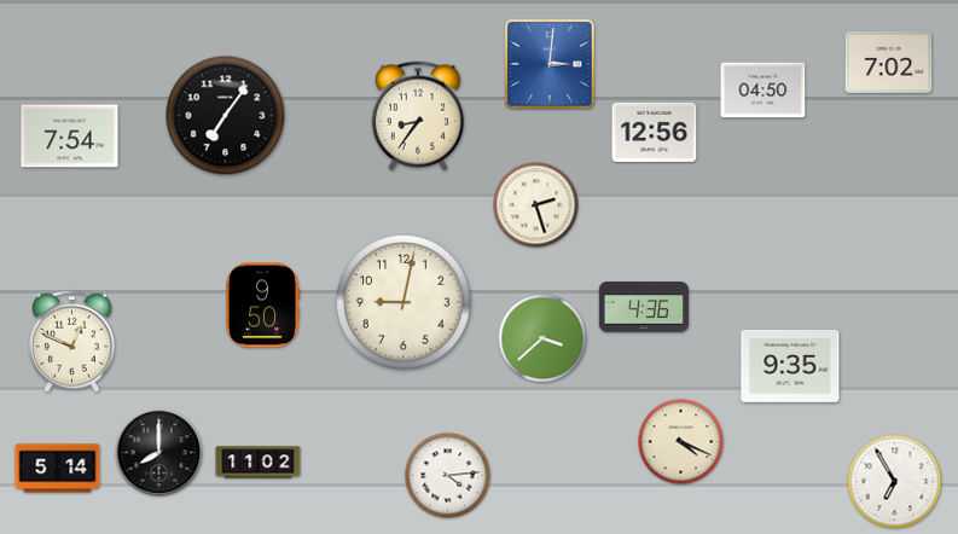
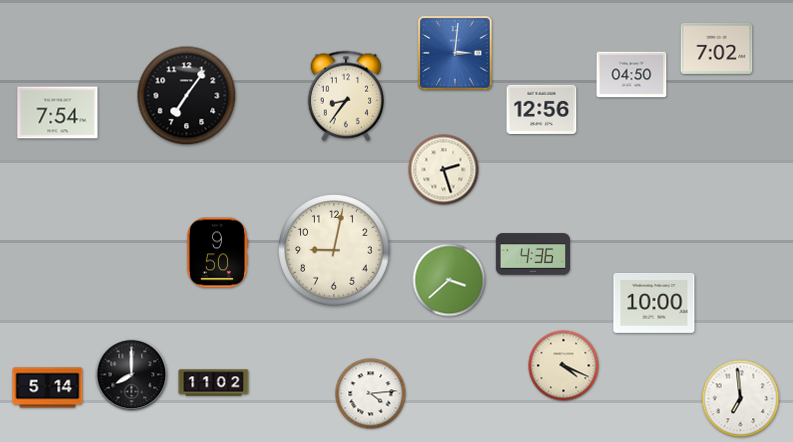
clock at (889, 62) position: (889, 62) -> (717, 48)
clock at (72, 341): 12:49 -> none
clock at (790, 366): 9:35 -> 10:00
clock at (895, 482): 6:55 -> 6:59
